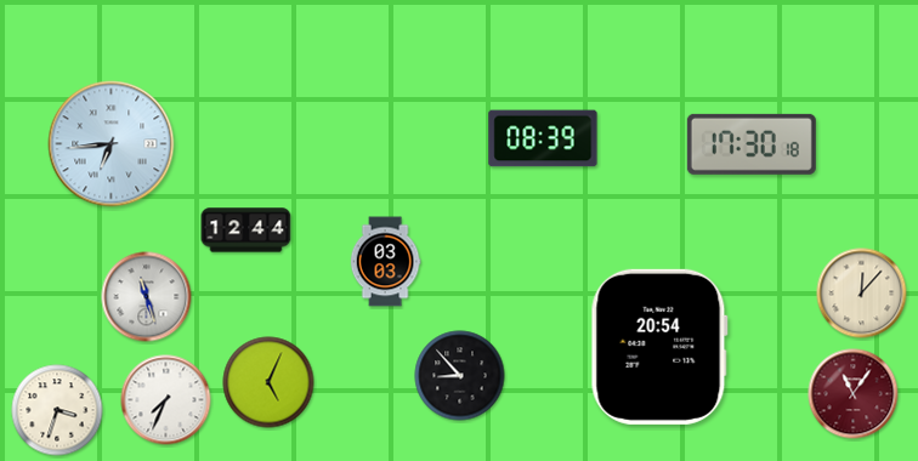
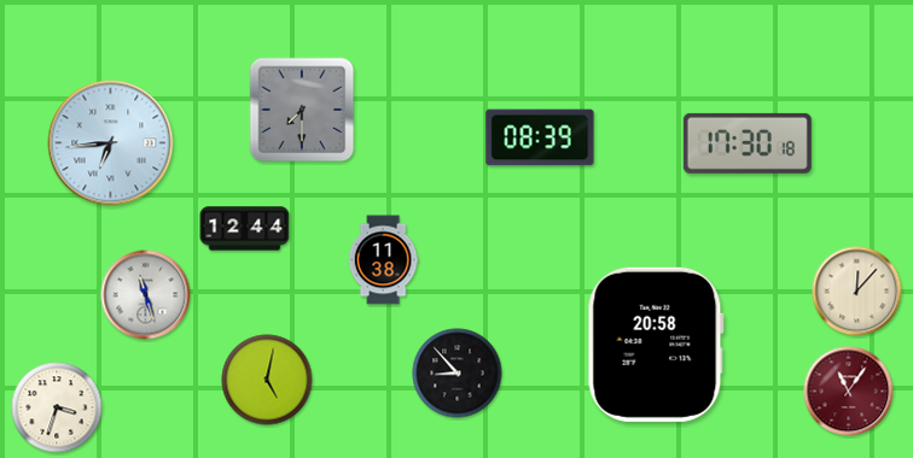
clock at (302, 110): none -> 7:30
clock at (385, 262): 03:03 -> 11:38
clock at (659, 347): 20:54 -> 20:58
clock at (268, 382): 5:04 -> 5:02
clock at (166, 400): 7:34 -> none
